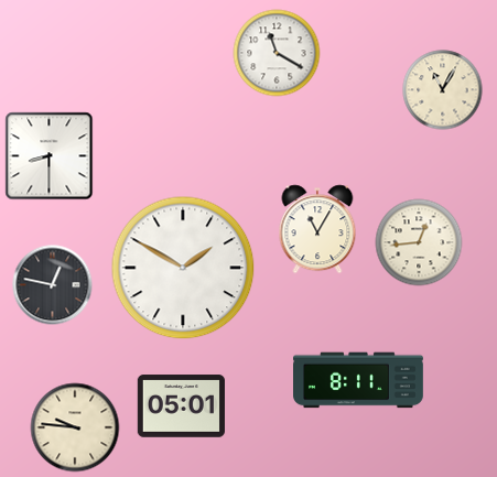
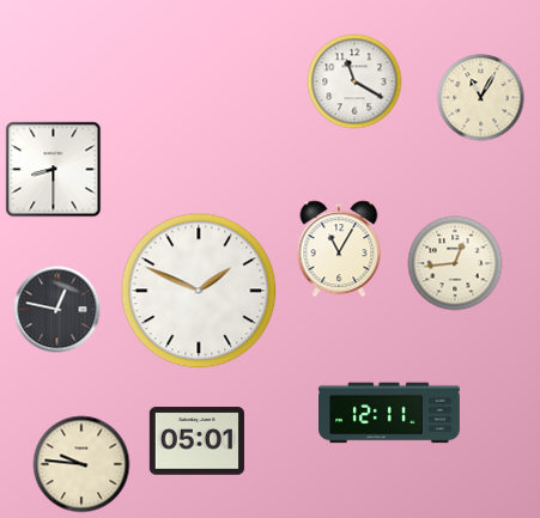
clock at (277, 53) position: (277, 53) -> (354, 81)
clock at (317, 229) position: (317, 229) -> (339, 249)
clock at (183, 268): 1:50 -> 1:49
clock at (359, 380): 8:11 -> 12:11
